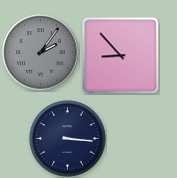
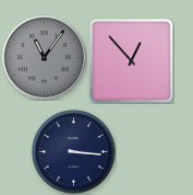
clock at (41, 53): 2:06 -> 11:06
clock at (121, 56): 8:53 -> 12:53
